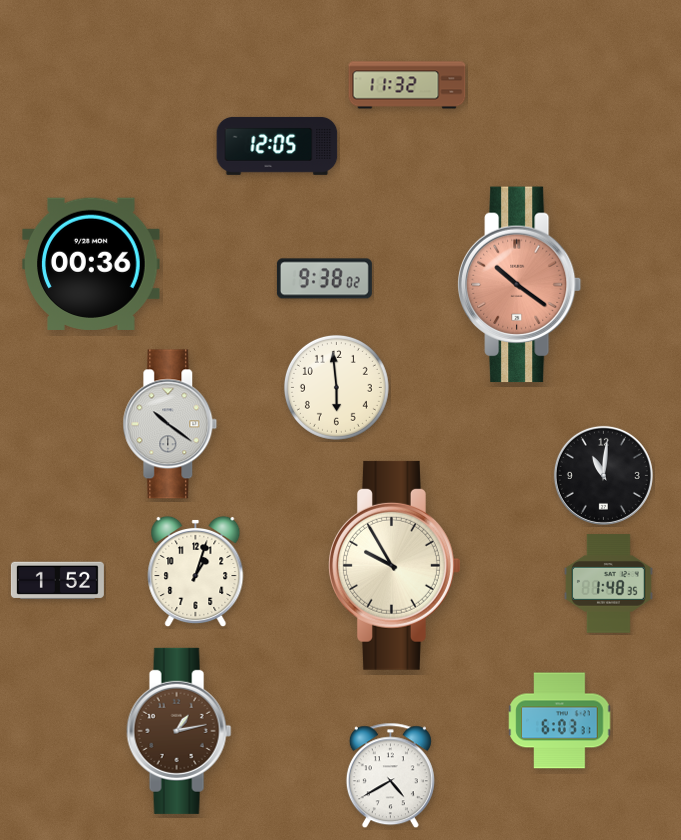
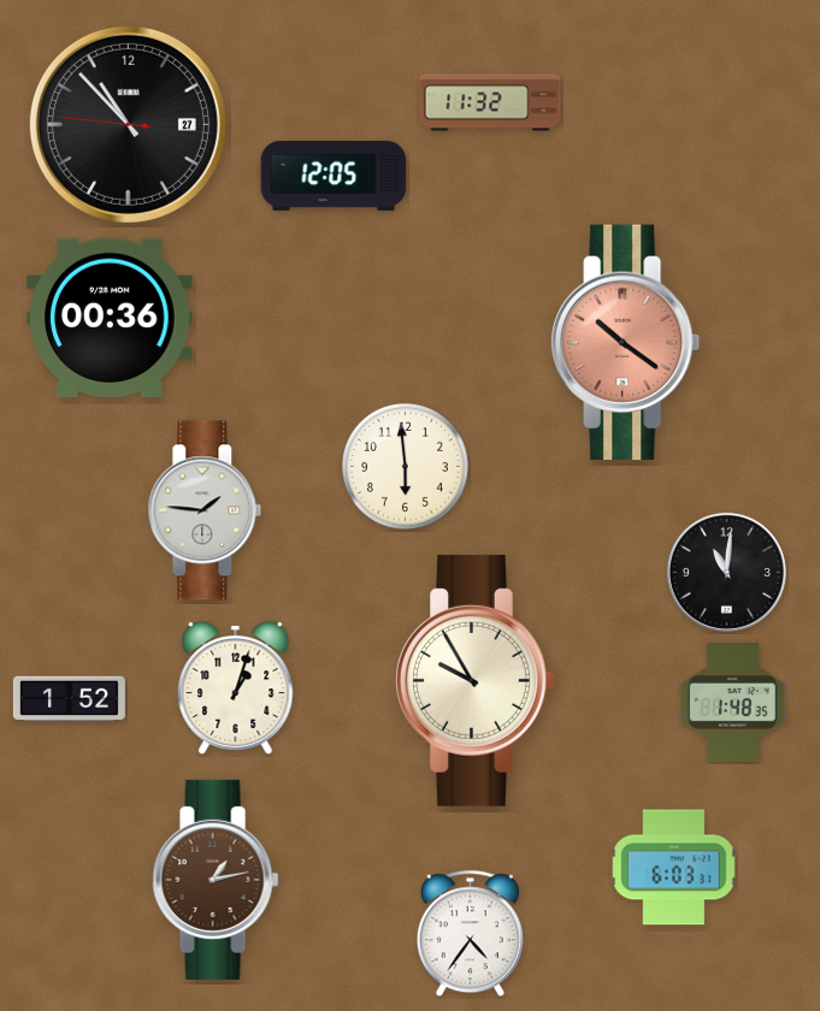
clock at (128, 124): none -> 10:52
clock at (324, 279): 9:38 -> none
clock at (170, 424): 10:21 -> 1:46
clock at (390, 776): 4:40 -> 4:36
